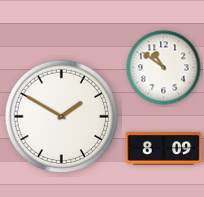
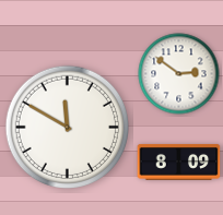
clock at (164, 68): 10:51 -> 2:51
clock at (61, 116): 1:50 -> 11:50
